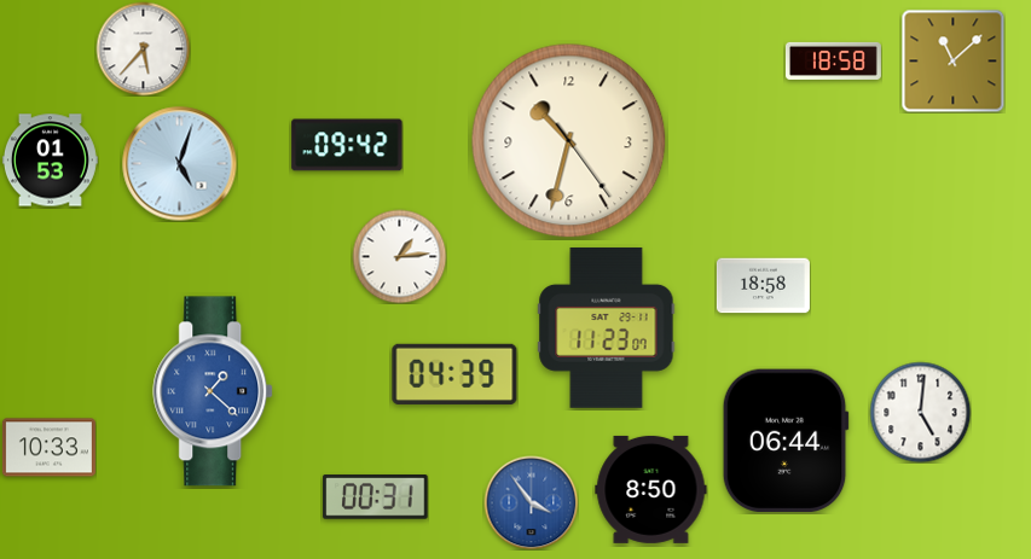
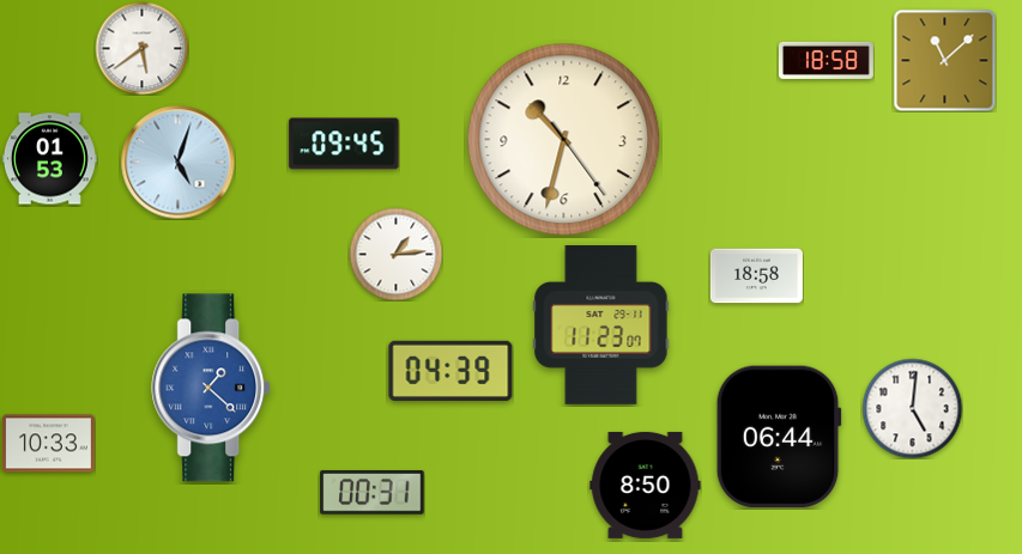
clock at (143, 48): 5:37 -> 5:39
clock at (347, 145): 09:42 -> 09:45
clock at (763, 286) position: (763, 286) -> (756, 276)
clock at (531, 502): 3:54 -> none
